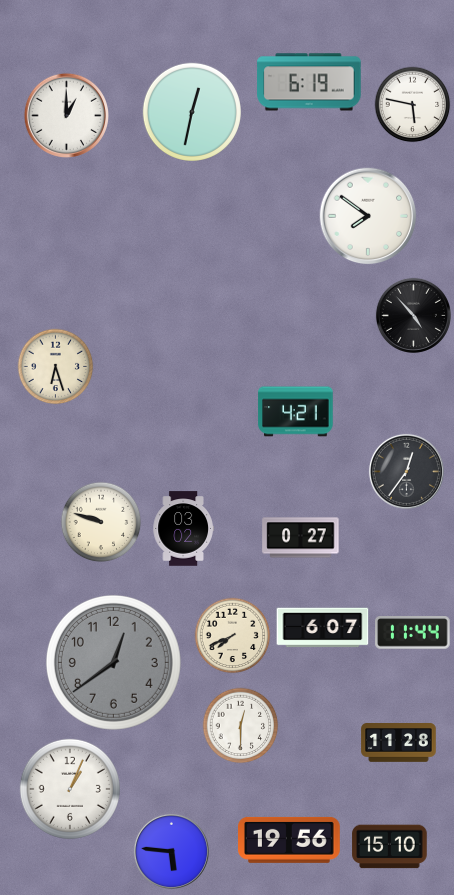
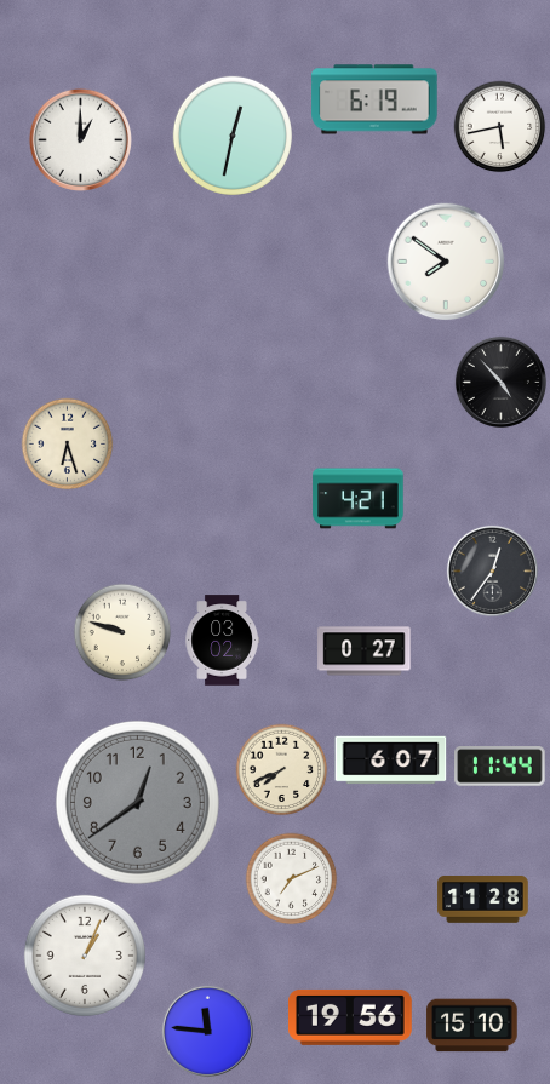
clock at (413, 105): 5:47 -> 5:43
clock at (241, 726): 12:30 -> 7:11
clock at (171, 851): 5:46 -> 11:46
